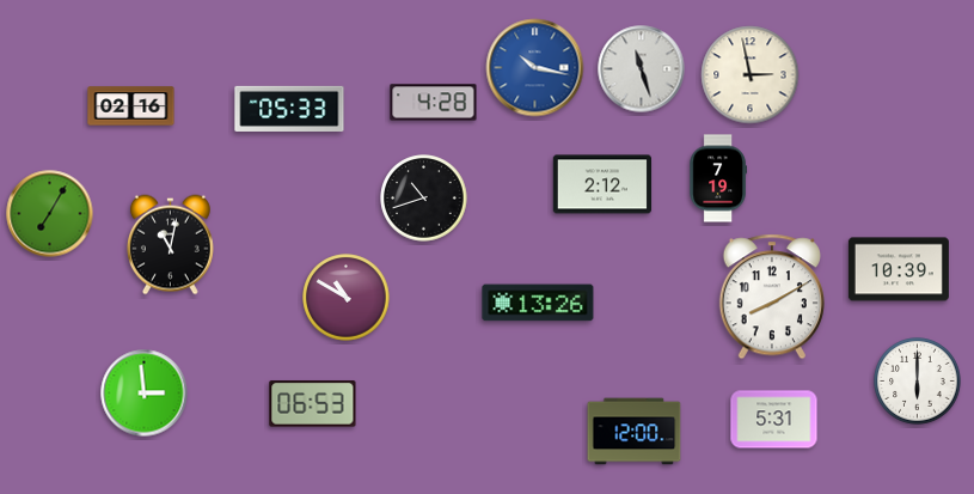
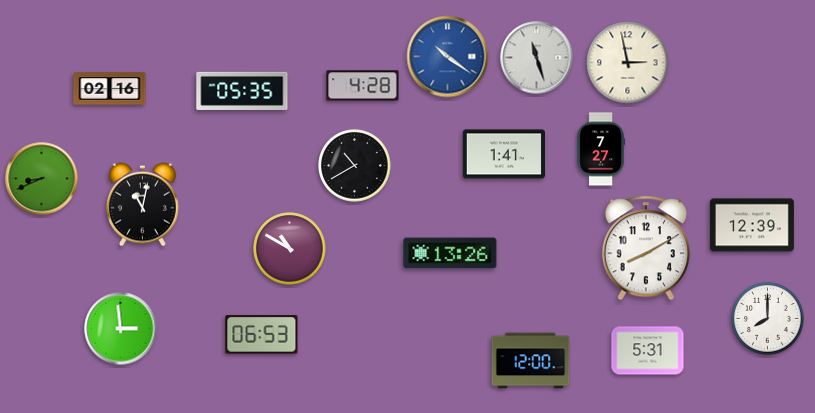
clock at (535, 68): 10:17 -> 10:21
clock at (289, 109): 05:33 -> 05:35
clock at (718, 178): 7:19 -> 7:27
clock at (601, 184): 2:12 -> 1:41
clock at (424, 199): 10:42 -> 10:40
clock at (50, 214): 7:05 -> 8:41
clock at (899, 269): 10:39 -> 12:39
clock at (918, 382): 6:00 -> 8:00
clock at (313, 404) position: (313, 404) -> (262, 335)
